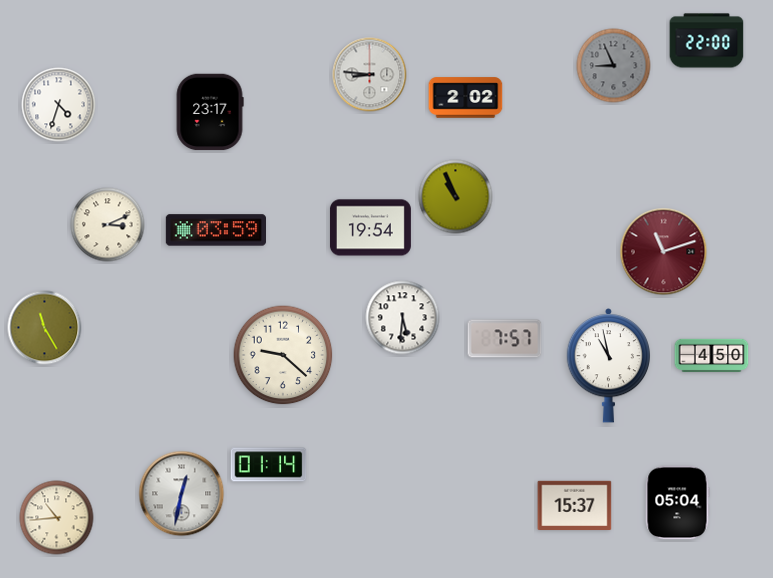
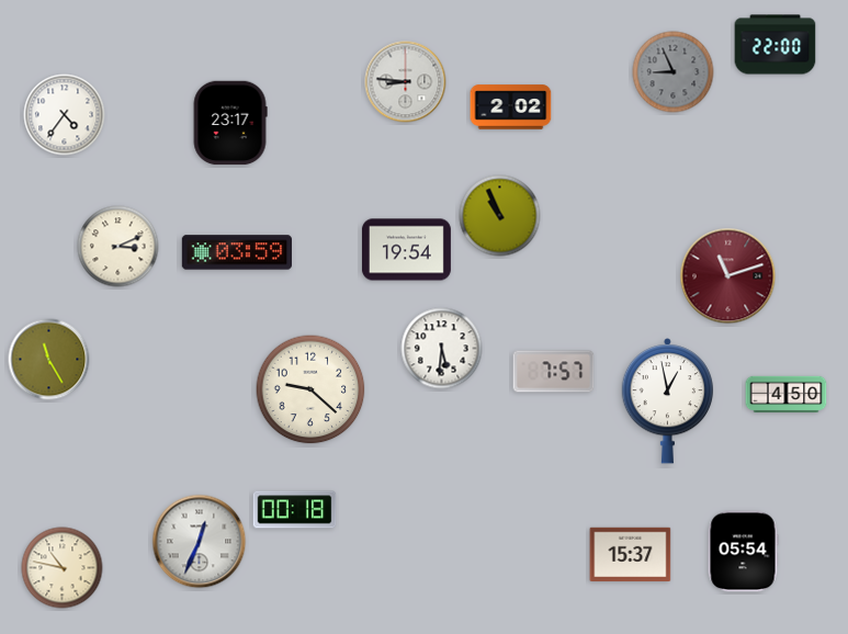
clock at (59, 105): 4:33 -> 4:36
clock at (712, 356) position: (712, 356) -> (787, 395)
clock at (609, 366): 10:58 -> 12:58
clock at (269, 465): 01:14 -> 00:18
clock at (182, 494): 12:32 -> 12:34
clock at (677, 503): 05:04 -> 05:54
clock at (57, 518): 10:44 -> 10:47
